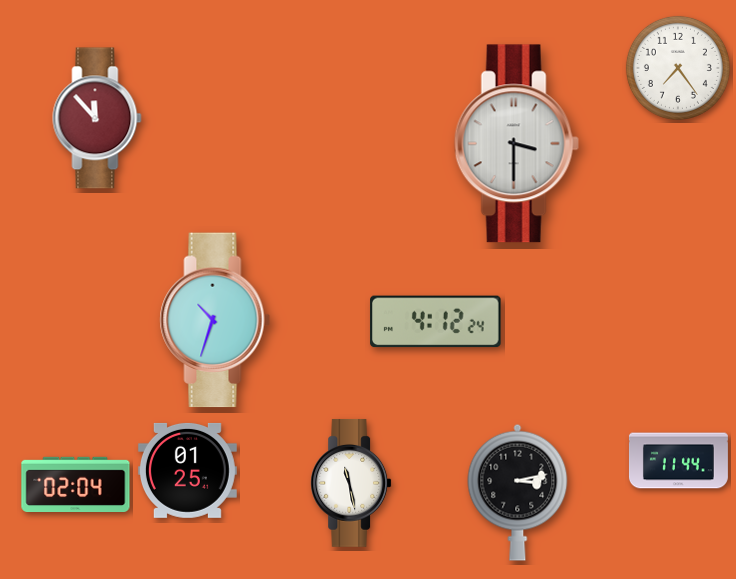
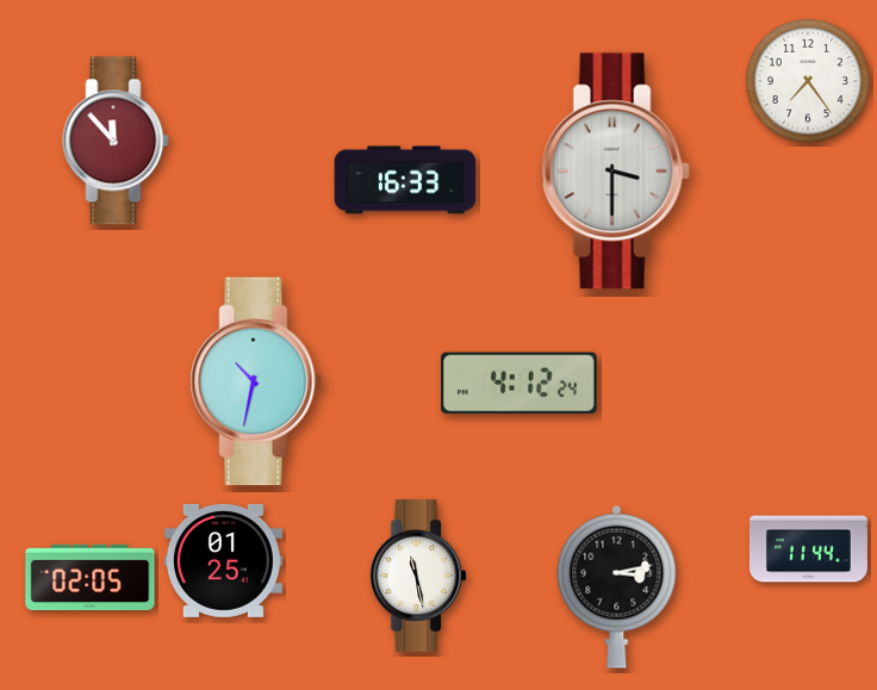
clock at (405, 180): none -> 16:33
clock at (215, 320): 10:33 -> 10:32
clock at (76, 485): 02:04 -> 02:05
